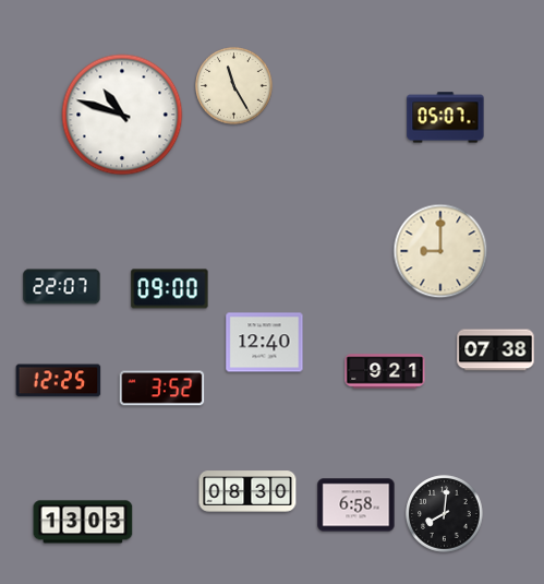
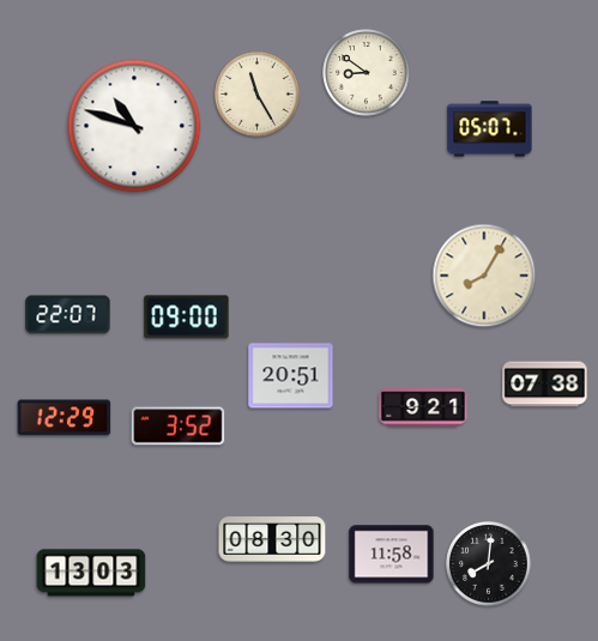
clock at (367, 73): none -> 8:51
clock at (440, 251): 9:00 -> 8:05
clock at (265, 343): 12:40 -> 20:51
clock at (59, 381): 12:25 -> 12:29
clock at (356, 505): 6:58 -> 11:58
